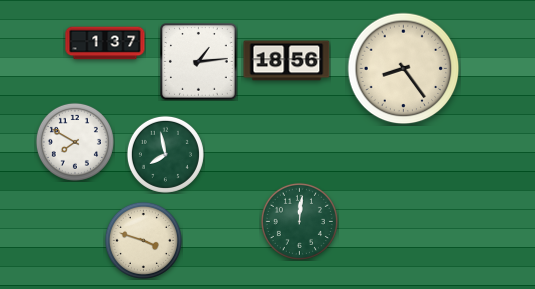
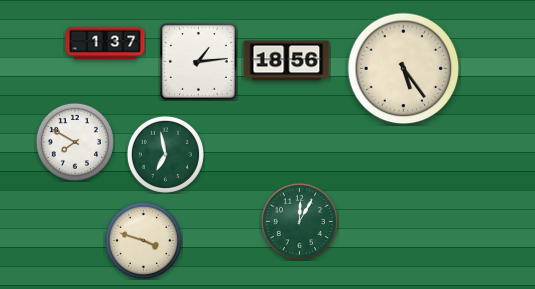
clock at (404, 69): 8:24 -> 5:24
clock at (165, 154): 7:58 -> 6:58
clock at (299, 221): 12:01 -> 12:05
